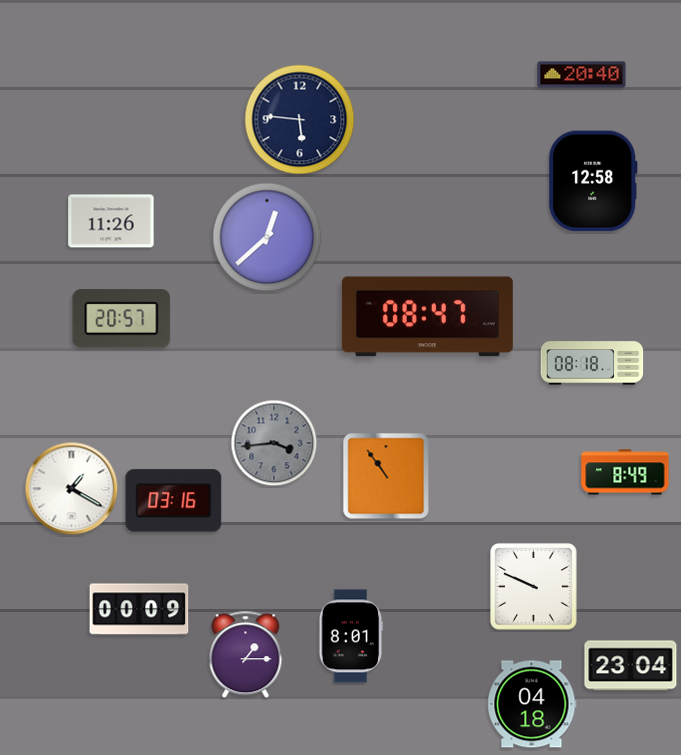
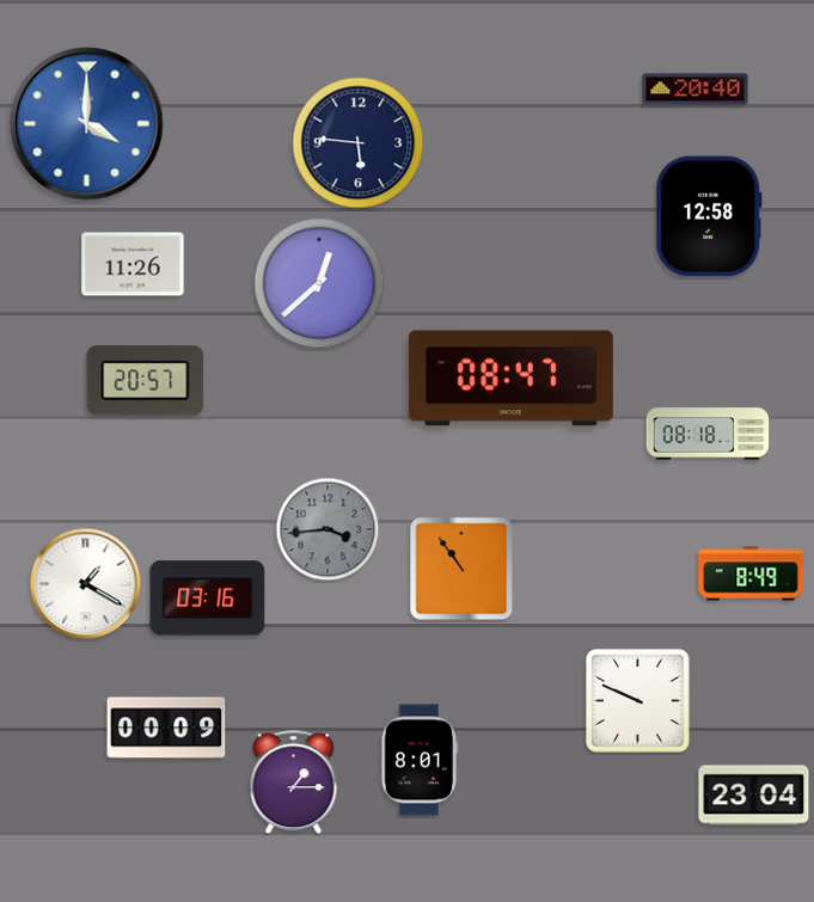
clock at (87, 124): none -> 4:00
clock at (625, 472) position: (625, 472) -> (751, 573)
clock at (532, 704): 04:18 -> none
